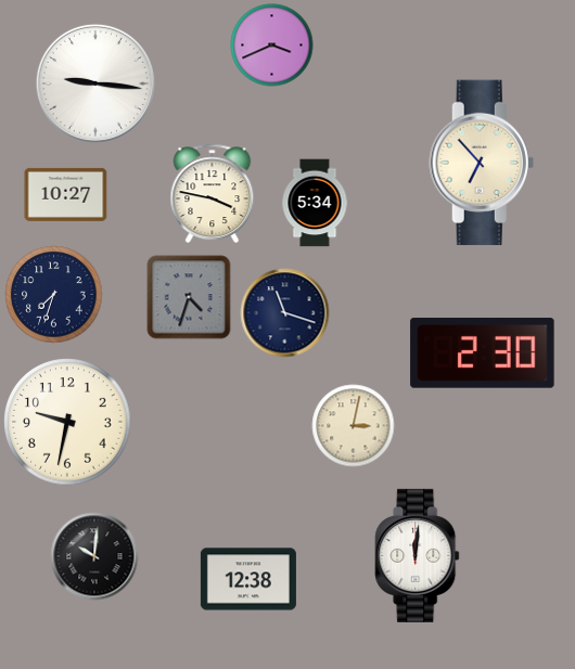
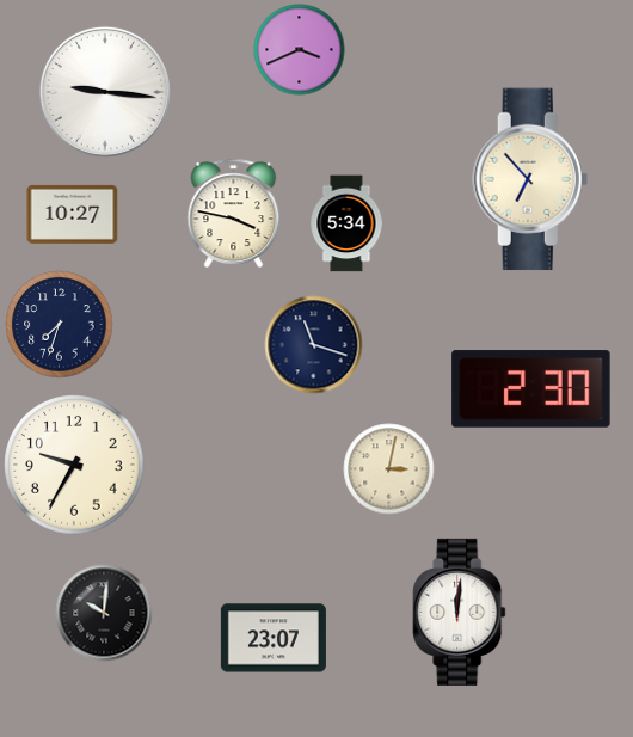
clock at (189, 297): 4:33 -> none
clock at (67, 422): 9:32 -> 9:35
clock at (248, 579): 12:38 -> 23:07
